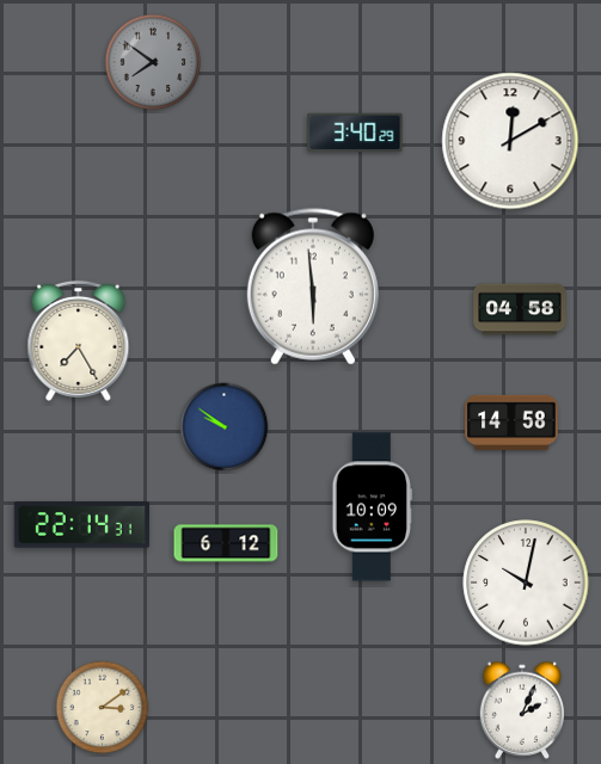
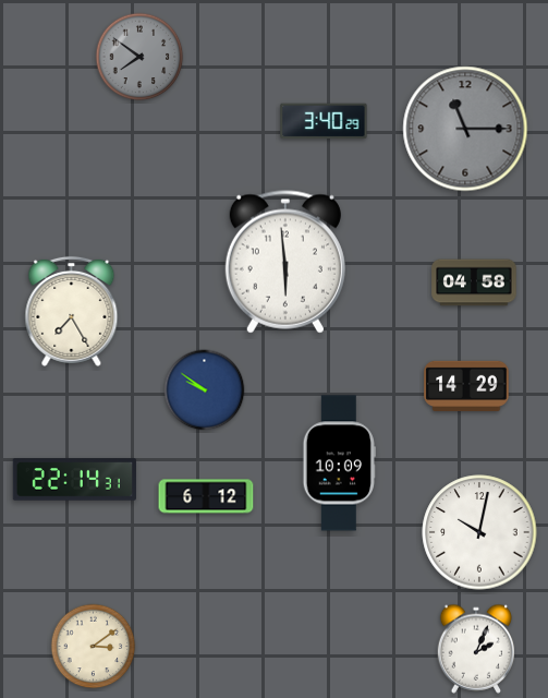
clock at (510, 141): 12:10 -> 11:15
clock at (510, 141) dial: white -> grey
clock at (511, 423): 14:58 -> 14:29
